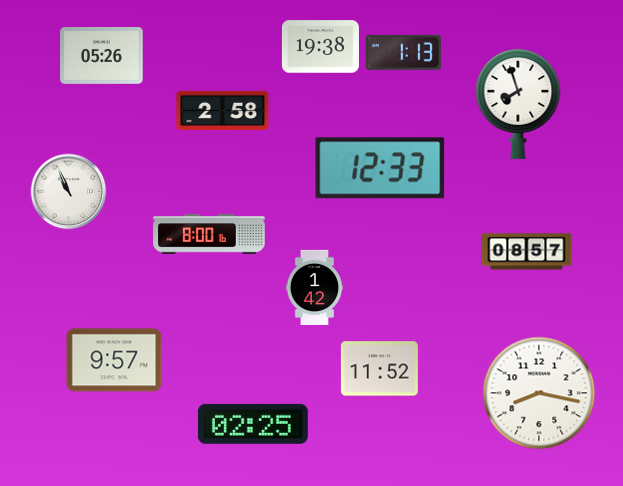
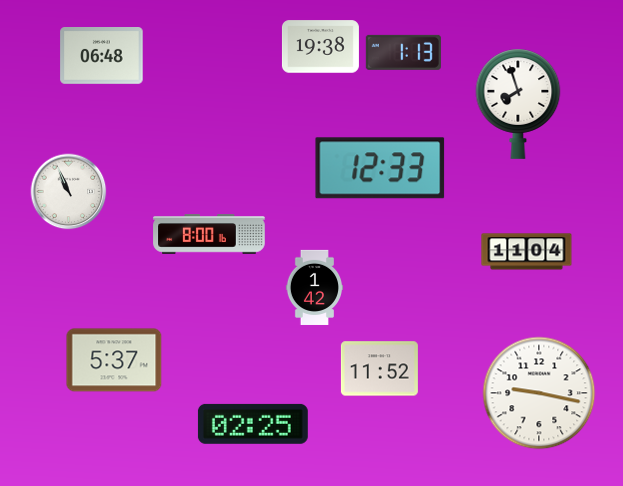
clock at (102, 56): 05:26 -> 06:48
clock at (223, 110): 2:58 -> none
clock at (527, 252): 08:57 -> 11:04
clock at (114, 360): 9:57 -> 5:37
clock at (539, 393): 8:17 -> 9:17
